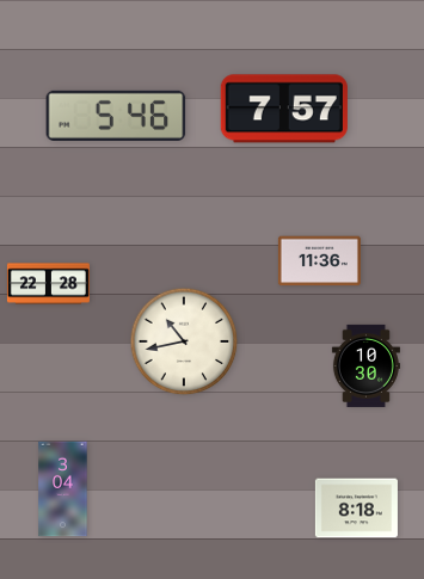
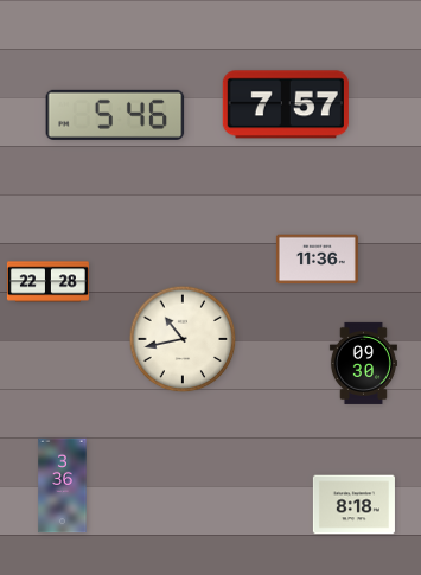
clock at (284, 109) position: (284, 109) -> (286, 104)
clock at (365, 365): 10:30 -> 09:30
clock at (63, 489): 3:04 -> 3:36
